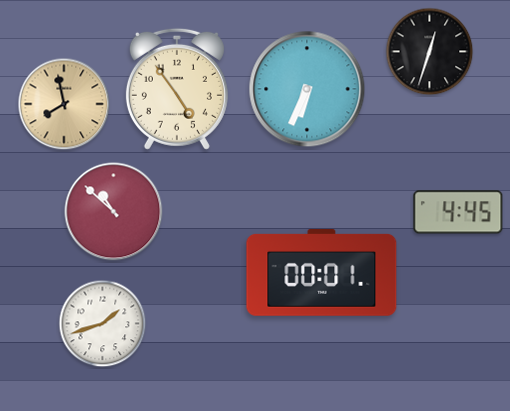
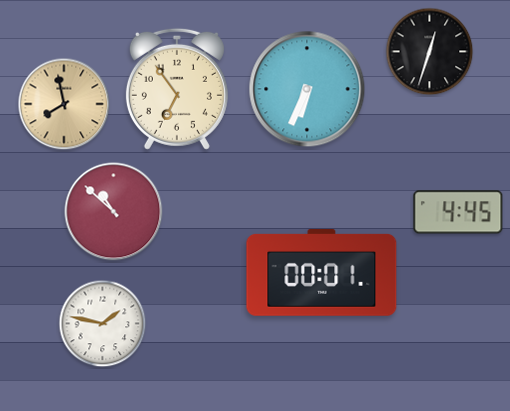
clock at (177, 89): 4:54 -> 6:54
clock at (103, 324): 1:42 -> 1:47
